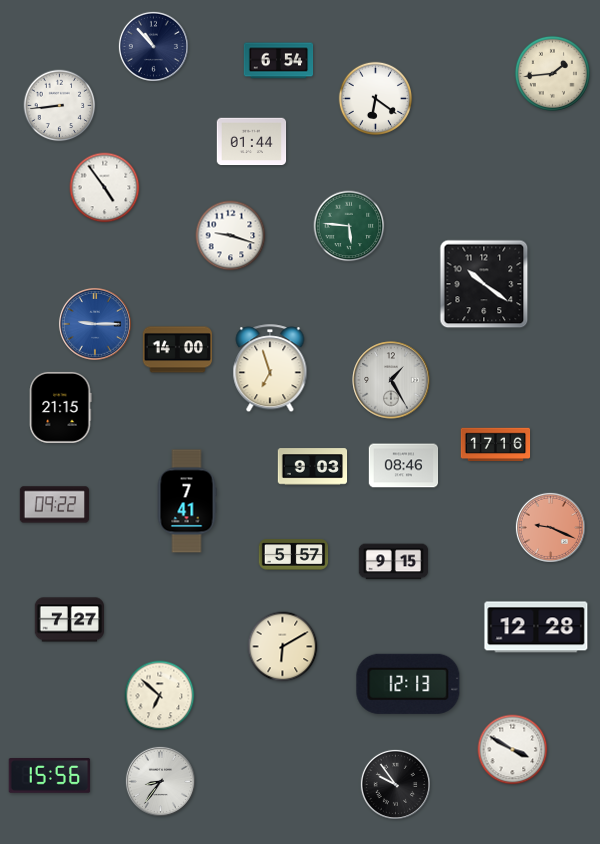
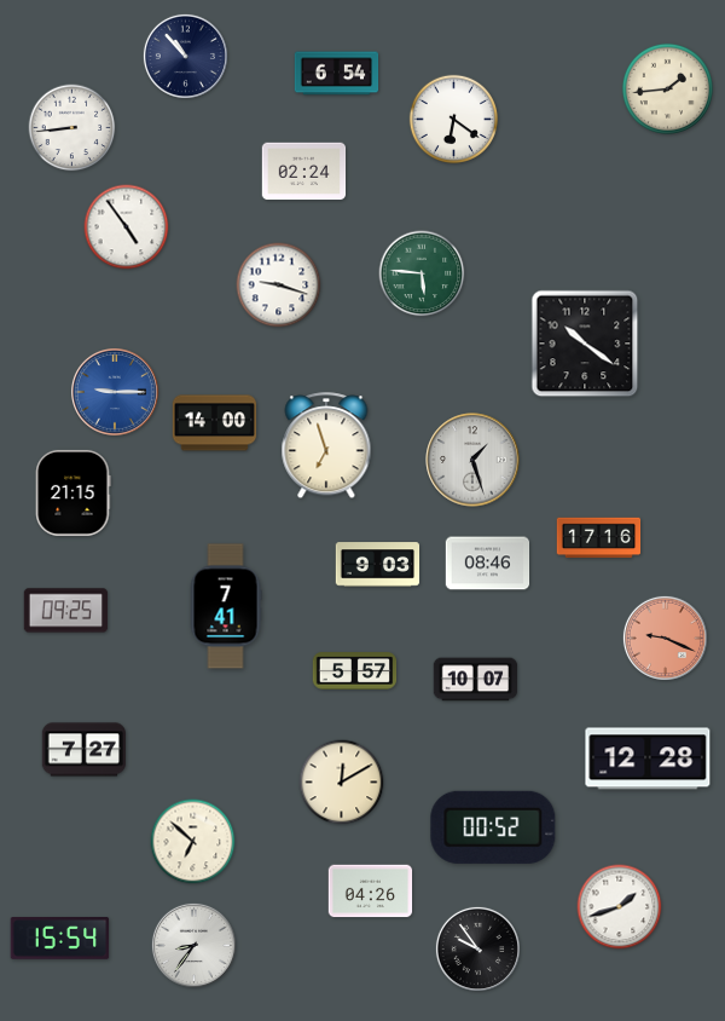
clock at (252, 142): 01:44 -> 02:24
clock at (391, 380): 1:25 -> 1:27
clock at (55, 505): 09:22 -> 09:25
clock at (394, 562): 9:15 -> 10:07
clock at (283, 647): 6:10 -> 12:10
clock at (408, 684): 12:13 -> 00:52
clock at (371, 892): none -> 04:26
clock at (513, 750): 3:50 -> 1:42
clock at (50, 776): 15:56 -> 15:54
